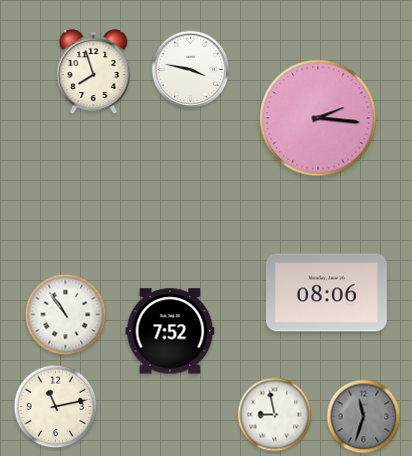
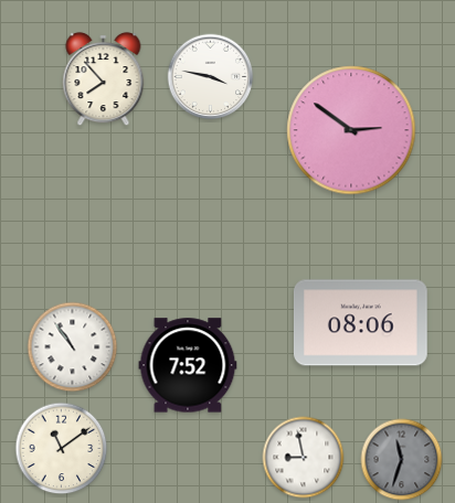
clock at (94, 72): 7:57 -> 7:53
clock at (318, 118): 2:16 -> 2:51
clock at (56, 407): 11:13 -> 11:09
